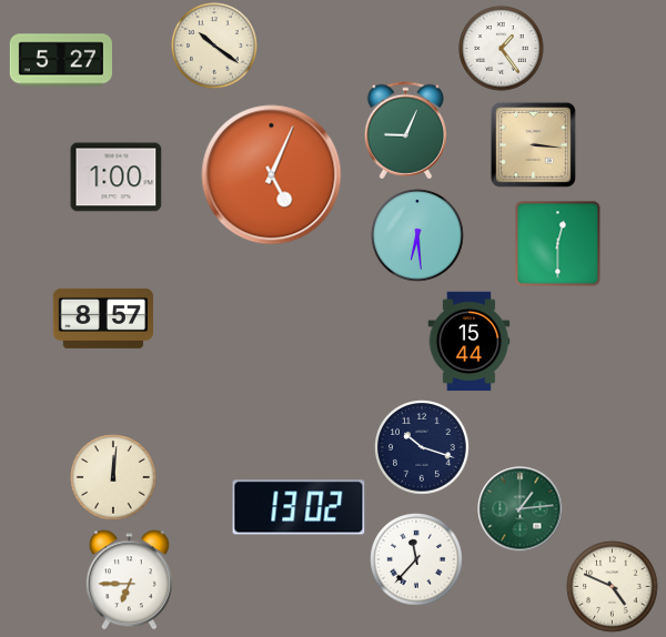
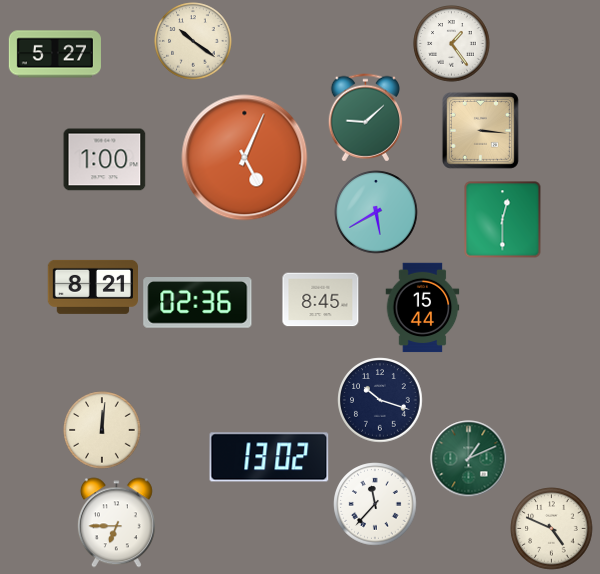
clock at (405, 131): 9:04 -> 9:08
clock at (417, 235): 6:29 -> 5:40
clock at (102, 318): 8:57 -> 8:21
clock at (321, 300): none -> 8:45
clock at (198, 303): none -> 02:36
clock at (422, 447) position: (422, 447) -> (380, 400)
clock at (521, 509): 1:14 -> 1:11
